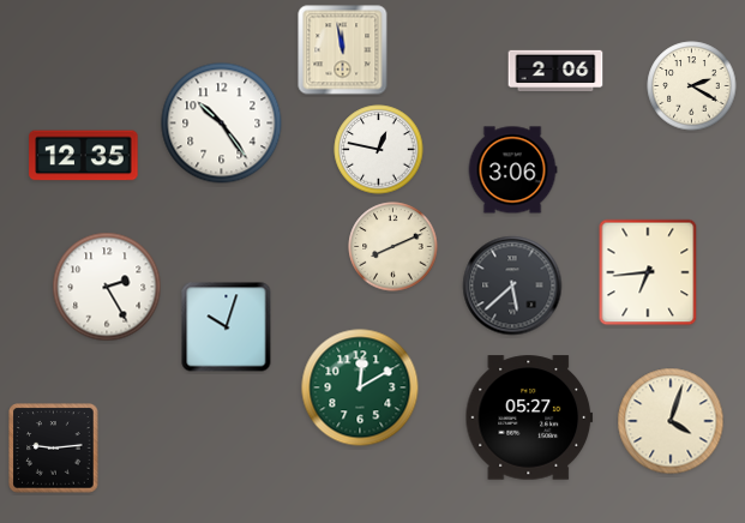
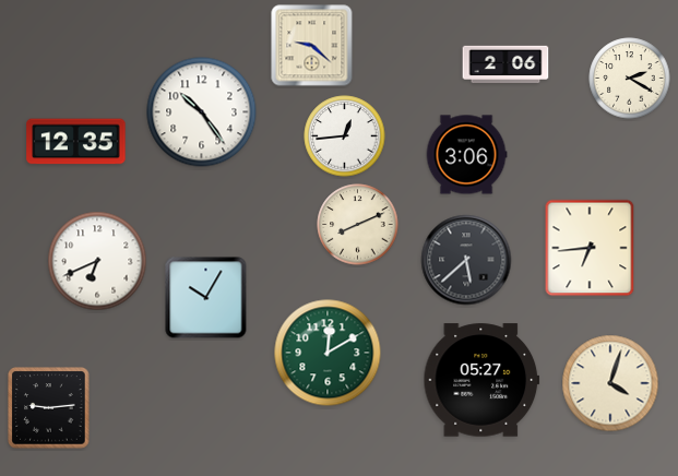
clock at (343, 50): 11:58 -> 9:22
clock at (379, 150): 12:47 -> 12:44
clock at (107, 287): 2:25 -> 6:41
clock at (227, 327): 10:03 -> 10:05
